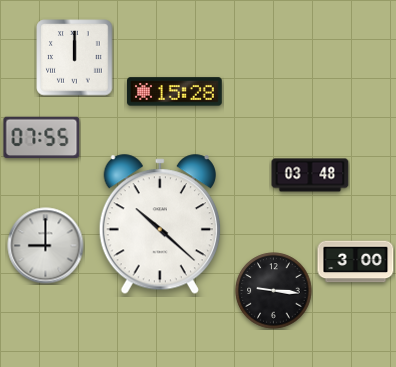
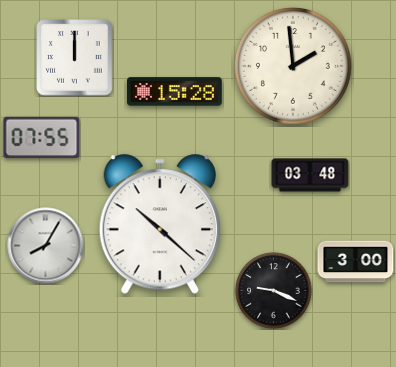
clock at (293, 66): none -> 1:59
clock at (46, 246): 9:00 -> 8:05
clock at (274, 291): 9:16 -> 9:19
